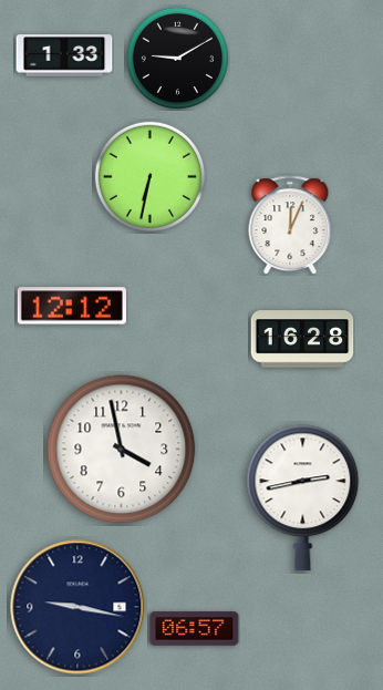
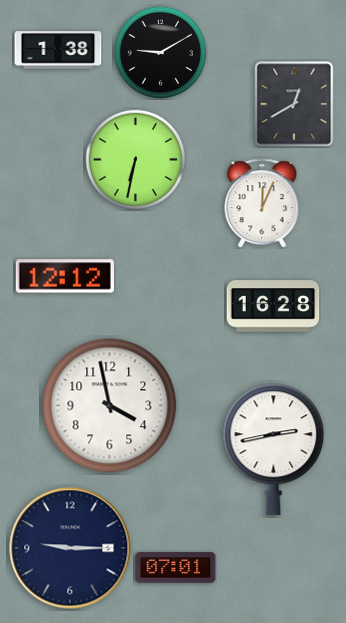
clock at (64, 55): 1:33 -> 1:38
clock at (294, 104): none -> 12:40
clock at (77, 607): 9:17 -> 9:15
clock at (195, 629): 06:57 -> 07:01
